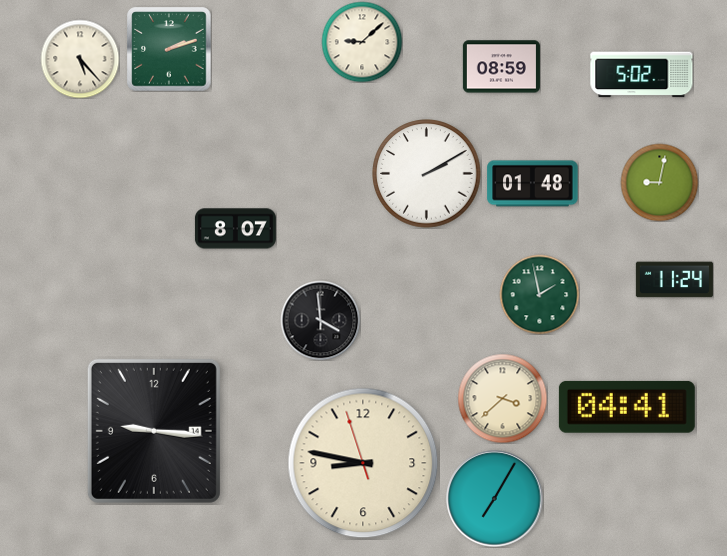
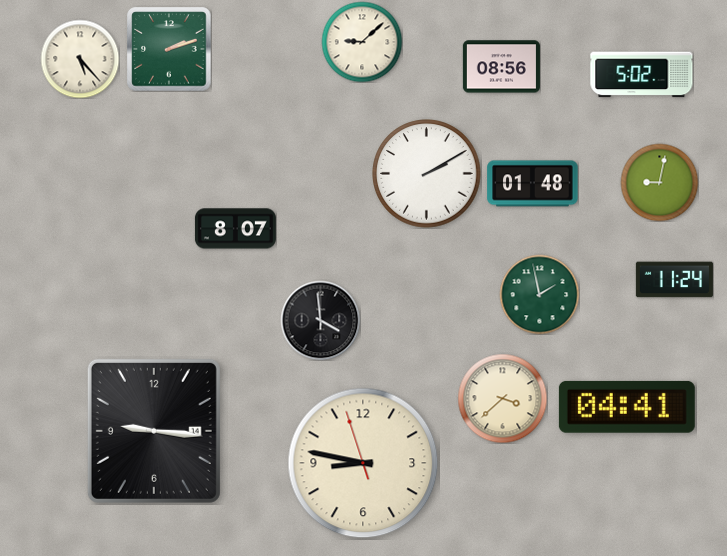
clock at (501, 67): 08:59 -> 08:56
clock at (495, 499): 7:05 -> none
